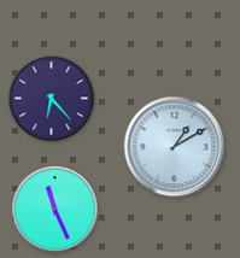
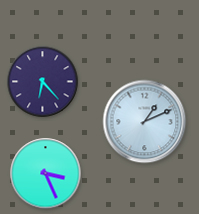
clock at (175, 147): 1:10 -> 1:11
clock at (55, 210): 11:26 -> 3:26
